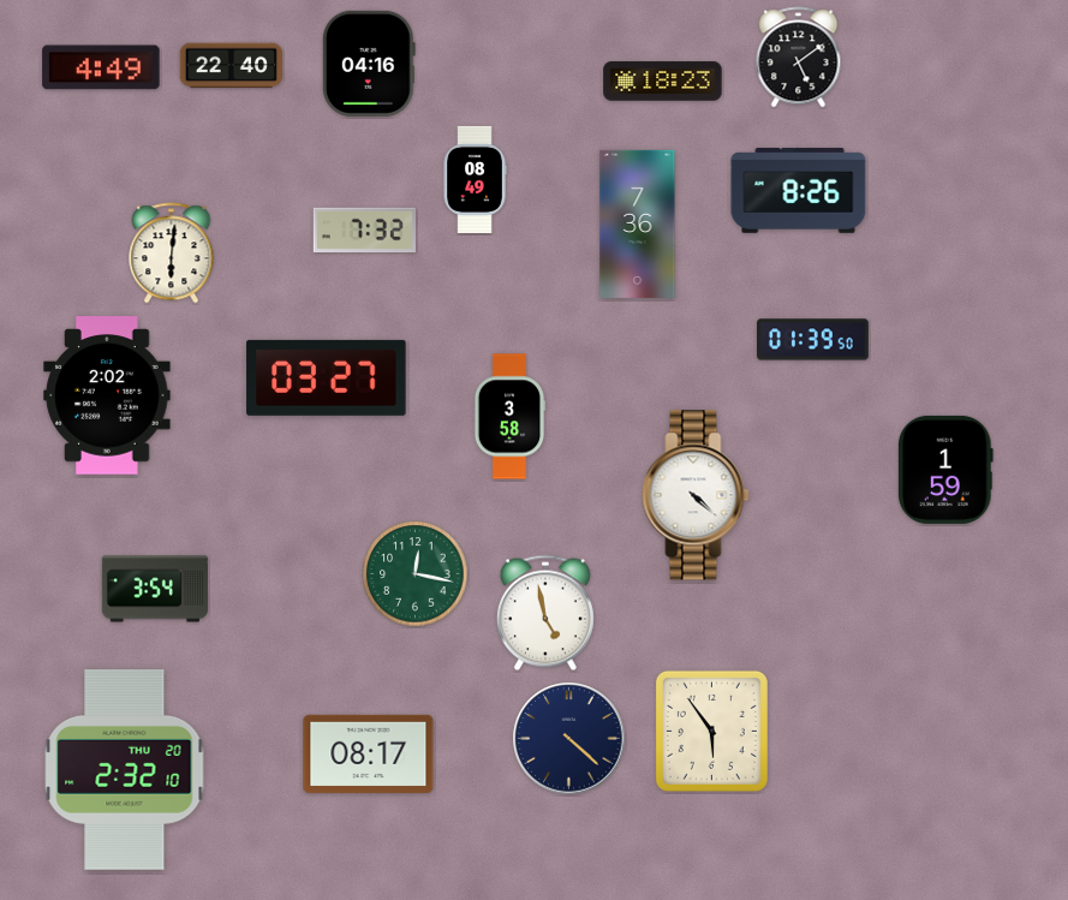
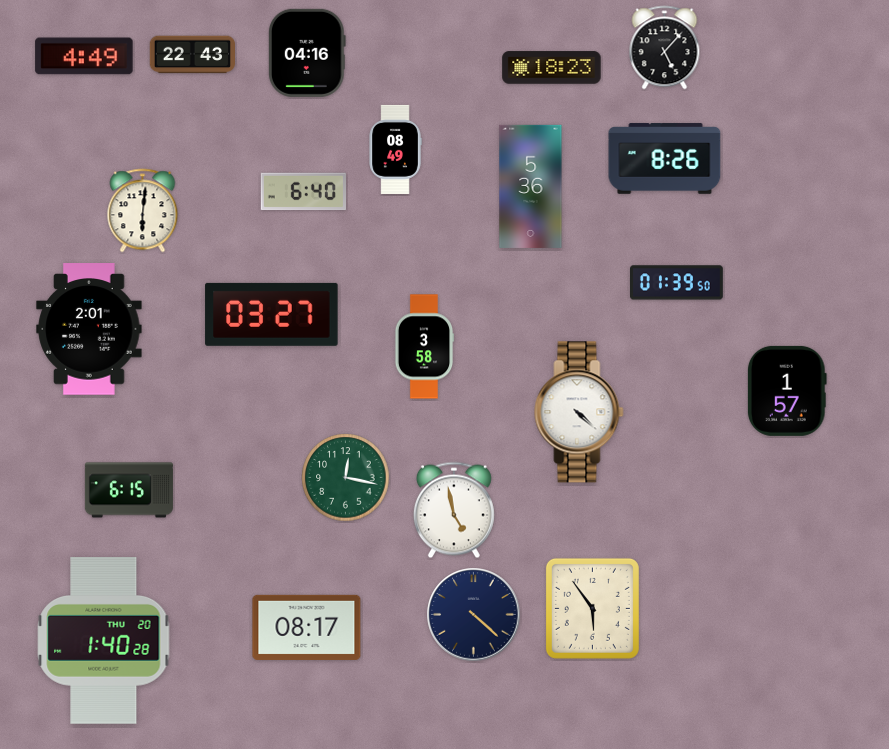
clock at (799, 58): 5:09 -> 5:07
clock at (232, 66): 22:40 -> 22:43
clock at (638, 223): 7:36 -> 5:36
clock at (364, 231): 7:32 -> 6:40
clock at (107, 395): 2:02 -> 2:01
clock at (945, 470): 1:59 -> 1:57
clock at (155, 589): 3:54 -> 6:15
clock at (125, 770): 2:32 -> 1:40
